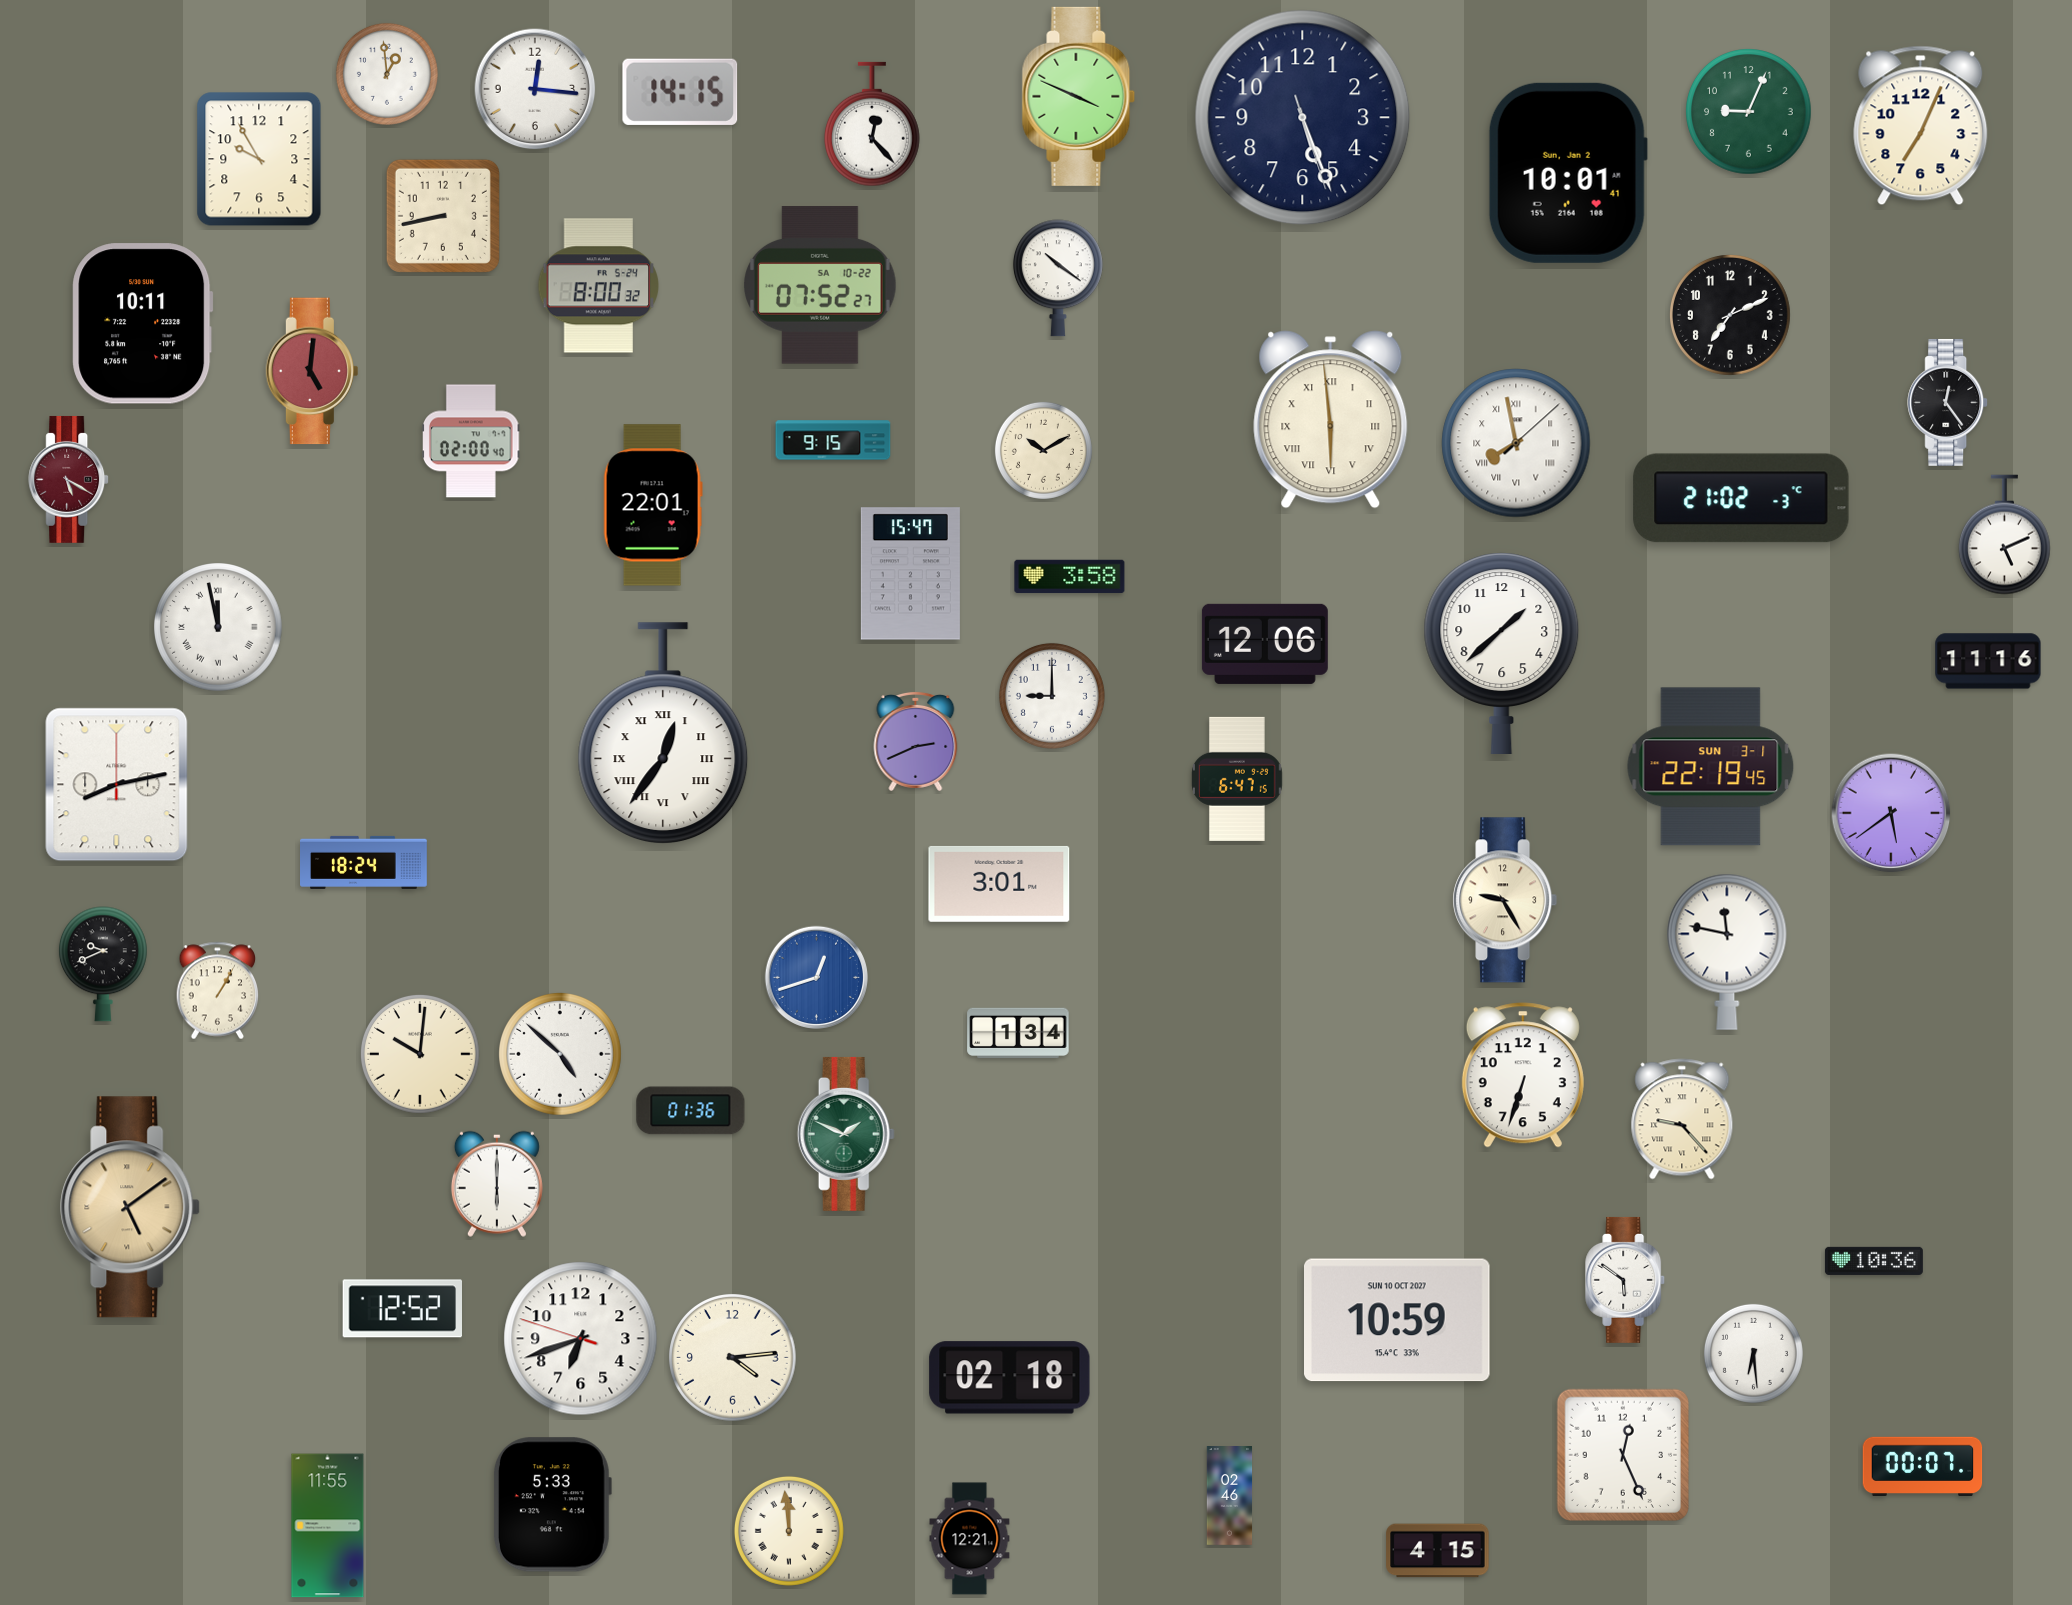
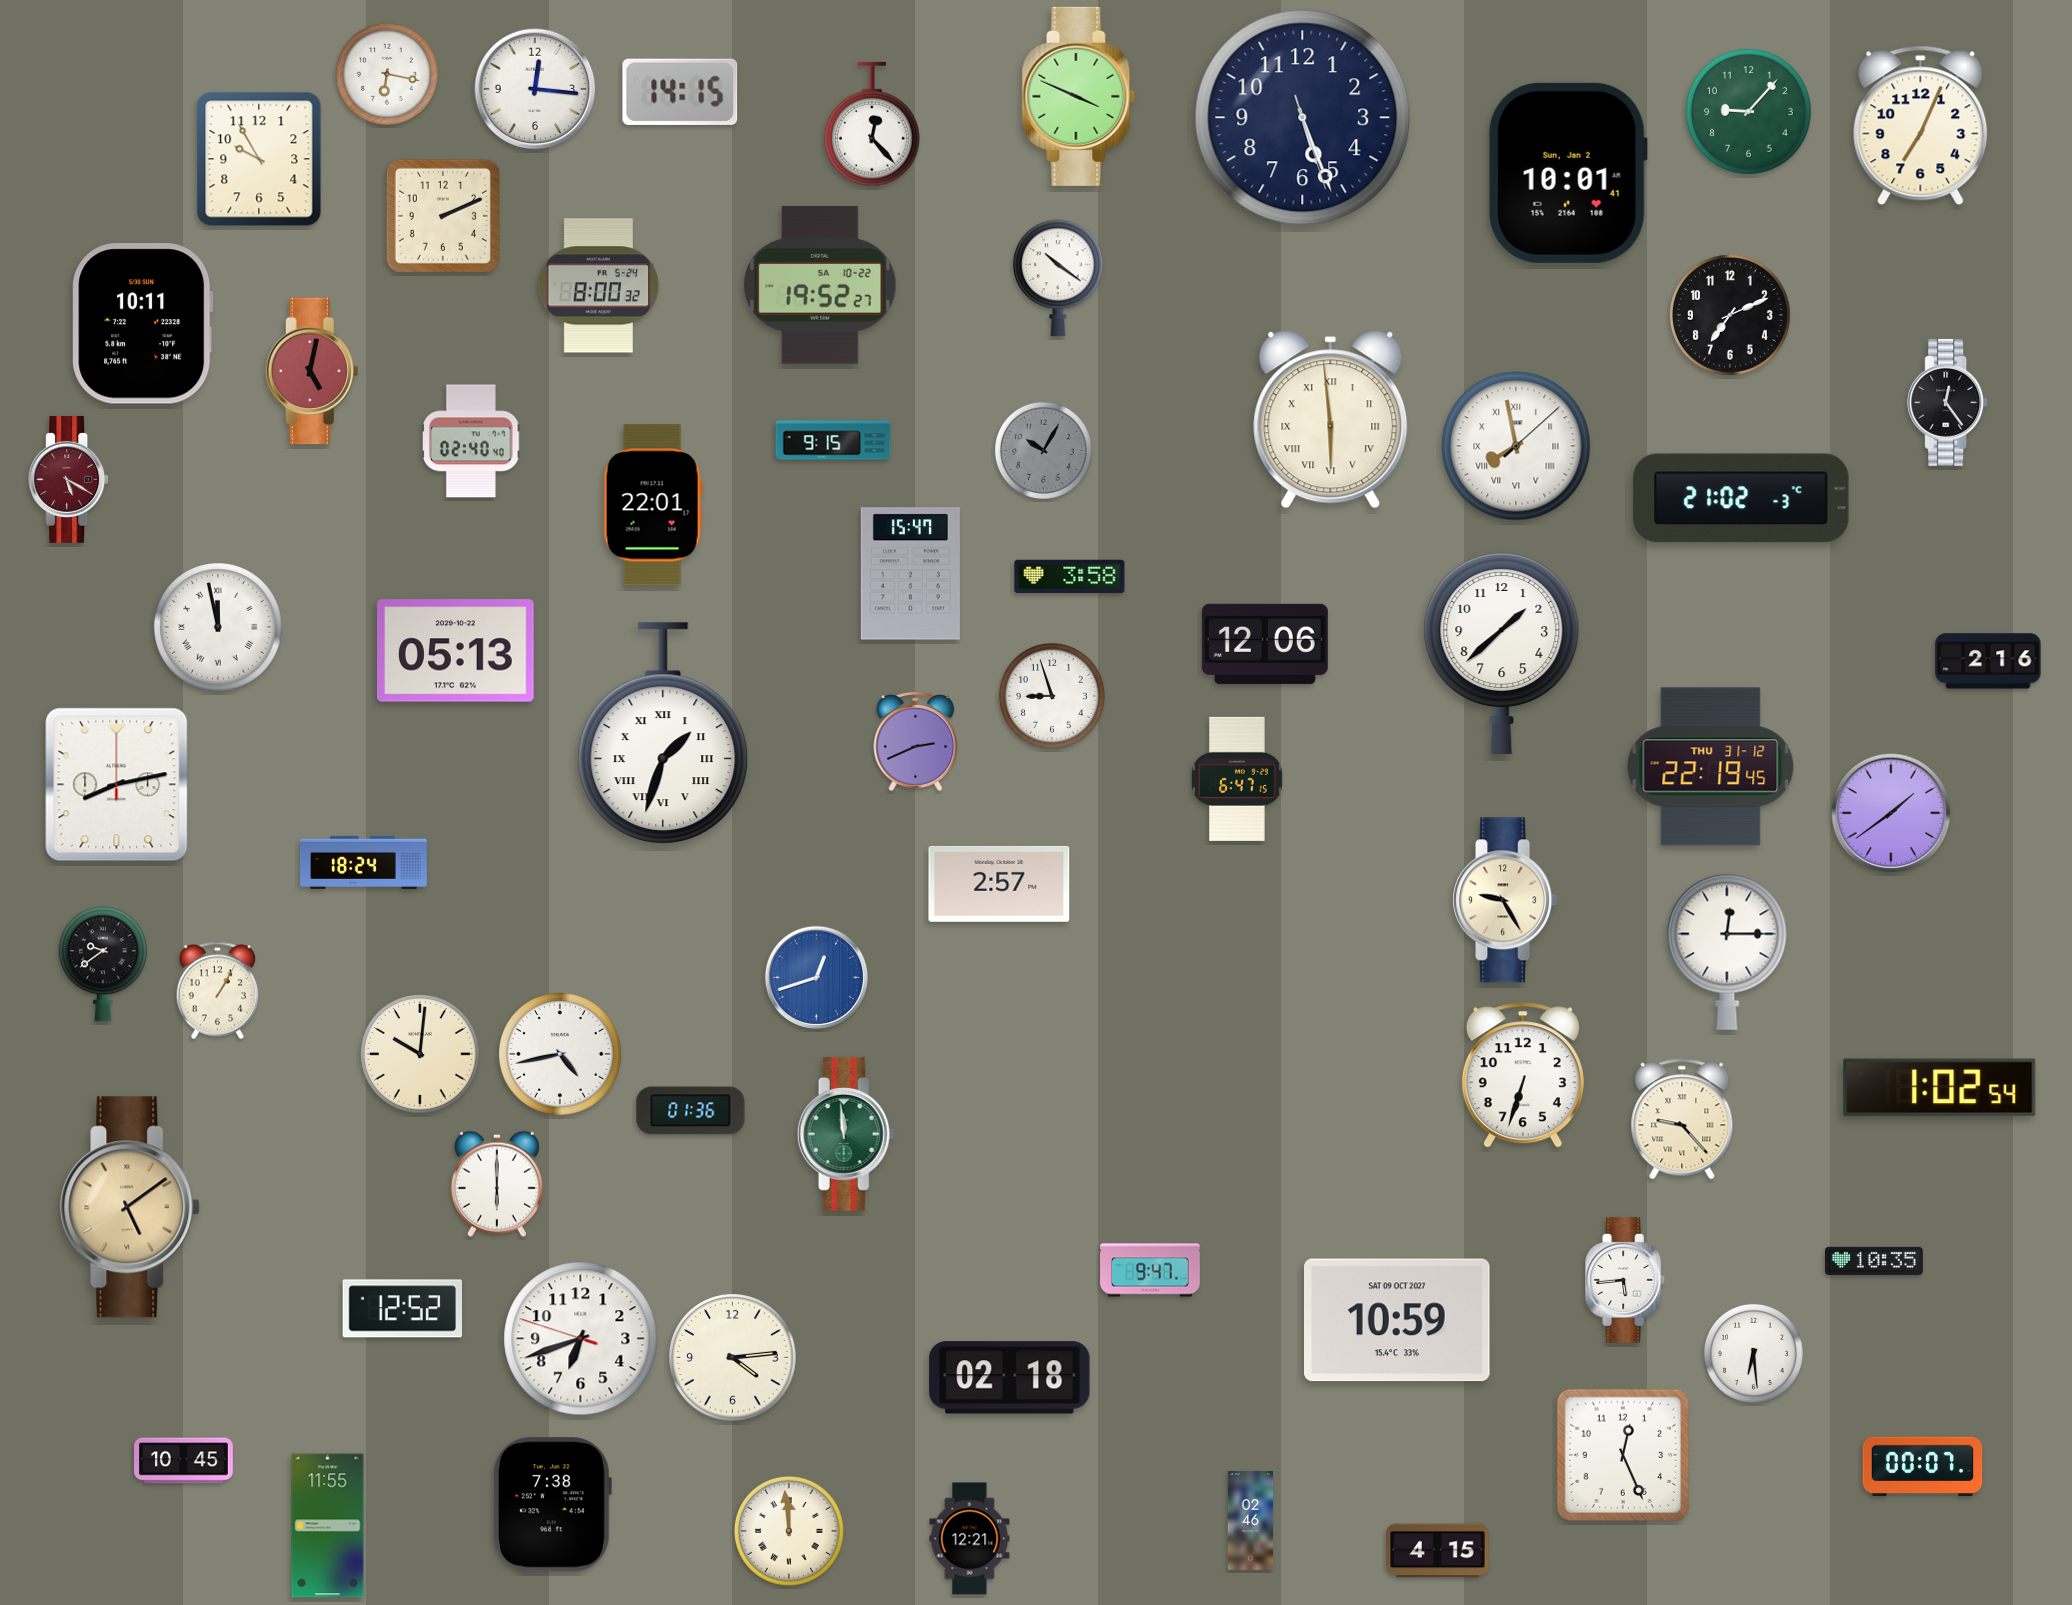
clock at (387, 74): 12:59 -> 6:17
clock at (1749, 112): 9:04 -> 9:07
clock at (443, 216): 8:43 -> 2:11
clock at (820, 285): 07:52 -> 19:52
clock at (312, 371): 5:01 -> 5:02
clock at (472, 441): 02:00 -> 02:40
clock at (1516, 443) position: (1516, 443) -> (1516, 446)
clock at (1043, 450): 10:10 -> 10:05
clock at (1043, 450) dial: cream -> grey
clock at (2004, 535): 5:11 -> none
clock at (456, 651): none -> 05:13
clock at (1988, 661): 11:16 -> 2:16
clock at (1052, 696): 9:00 -> 8:57
clock at (663, 734): 12:36 -> 1:33
clock at (1711, 767) date: SUN 3-1 -> THU 31-12
clock at (1891, 813): 5:39 -> 1:39
clock at (999, 884): 3:01 -> 2:57
clock at (1727, 952): 11:47 -> 12:15
clock at (103, 964): 9:41 -> 9:39
clock at (1018, 1033): 1:34 -> none
clock at (561, 1055): 4:52 -> 4:43
clock at (1940, 1088): none -> 1:02
clock at (846, 1134): 1:49 -> 11:59
clock at (1874, 1261): 10:36 -> 10:35
clock at (1150, 1270): none -> 9:47
clock at (1626, 1280): 5:51 -> 5:44
clock at (1397, 1320) date: SUN 10 OCT 2027 -> SAT 09 OCT 2027
clock at (184, 1461): none -> 10:45
clock at (1230, 1496) position: (1230, 1496) -> (1251, 1521)
clock at (552, 1505): 5:33 -> 7:38
